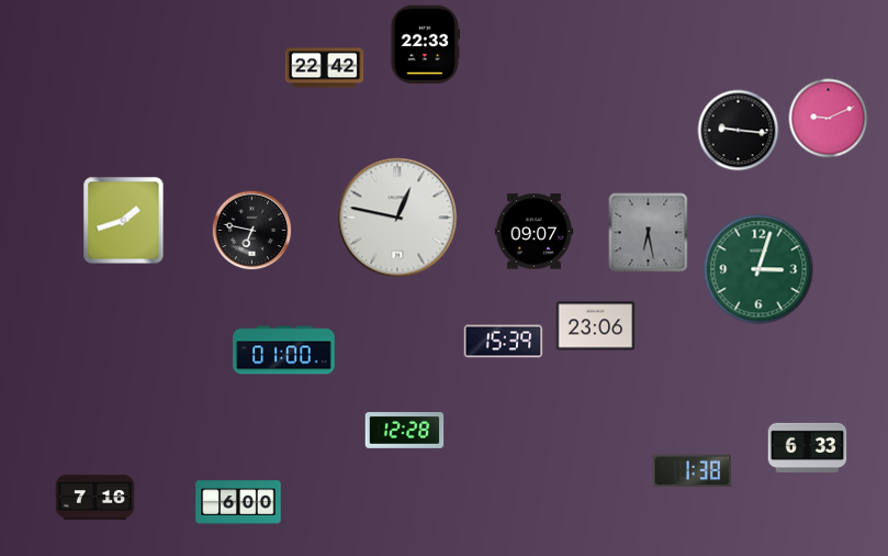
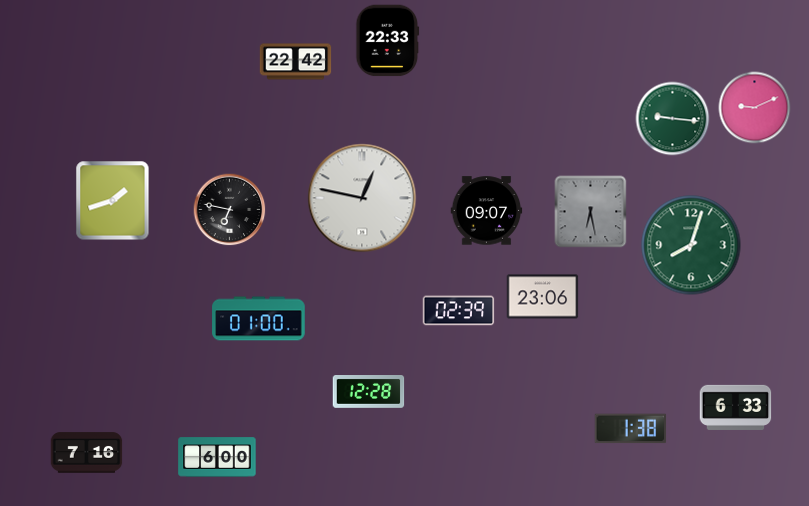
clock at (739, 131) dial: black -> green
clock at (758, 269): 3:03 -> 8:03
clock at (504, 342): 15:39 -> 02:39
